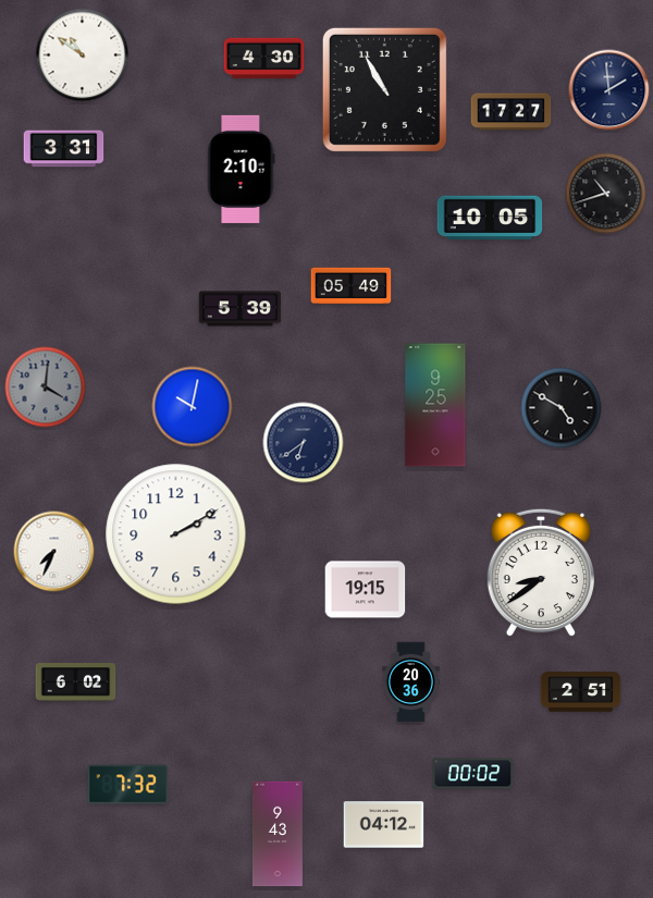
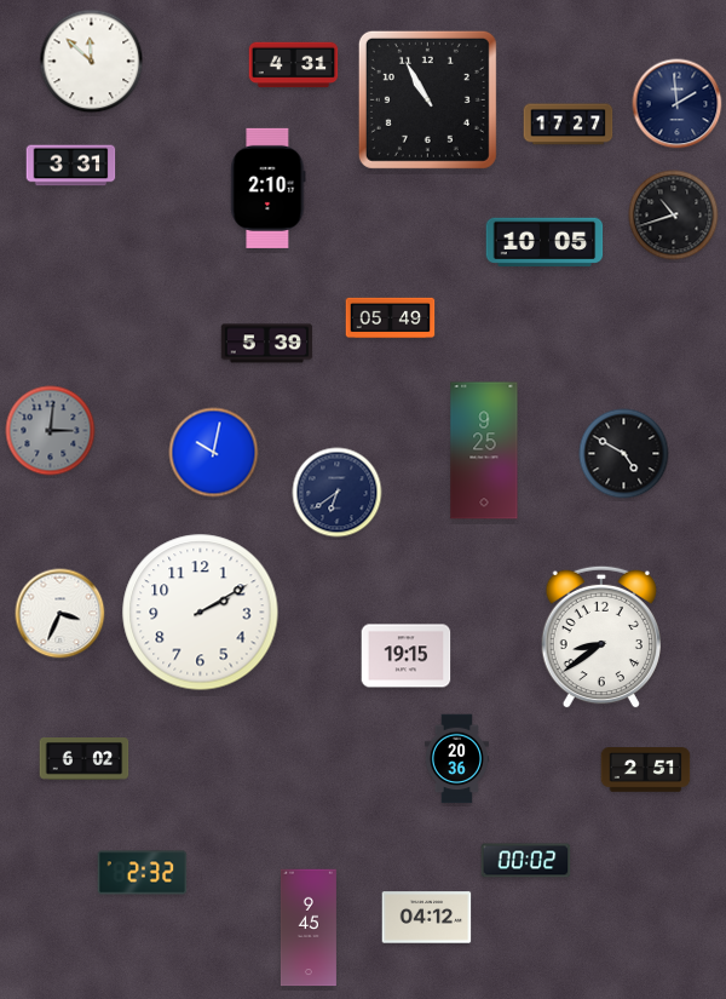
clock at (83, 56): 10:51 -> 11:52
clock at (264, 59): 4:30 -> 4:31
clock at (609, 90) position: (609, 90) -> (678, 104)
clock at (46, 388): 4:01 -> 3:01
clock at (176, 534) position: (176, 534) -> (201, 613)
clock at (54, 552): 7:34 -> 3:34
clock at (128, 785): 7:32 -> 2:32
clock at (278, 834): 9:43 -> 9:45
